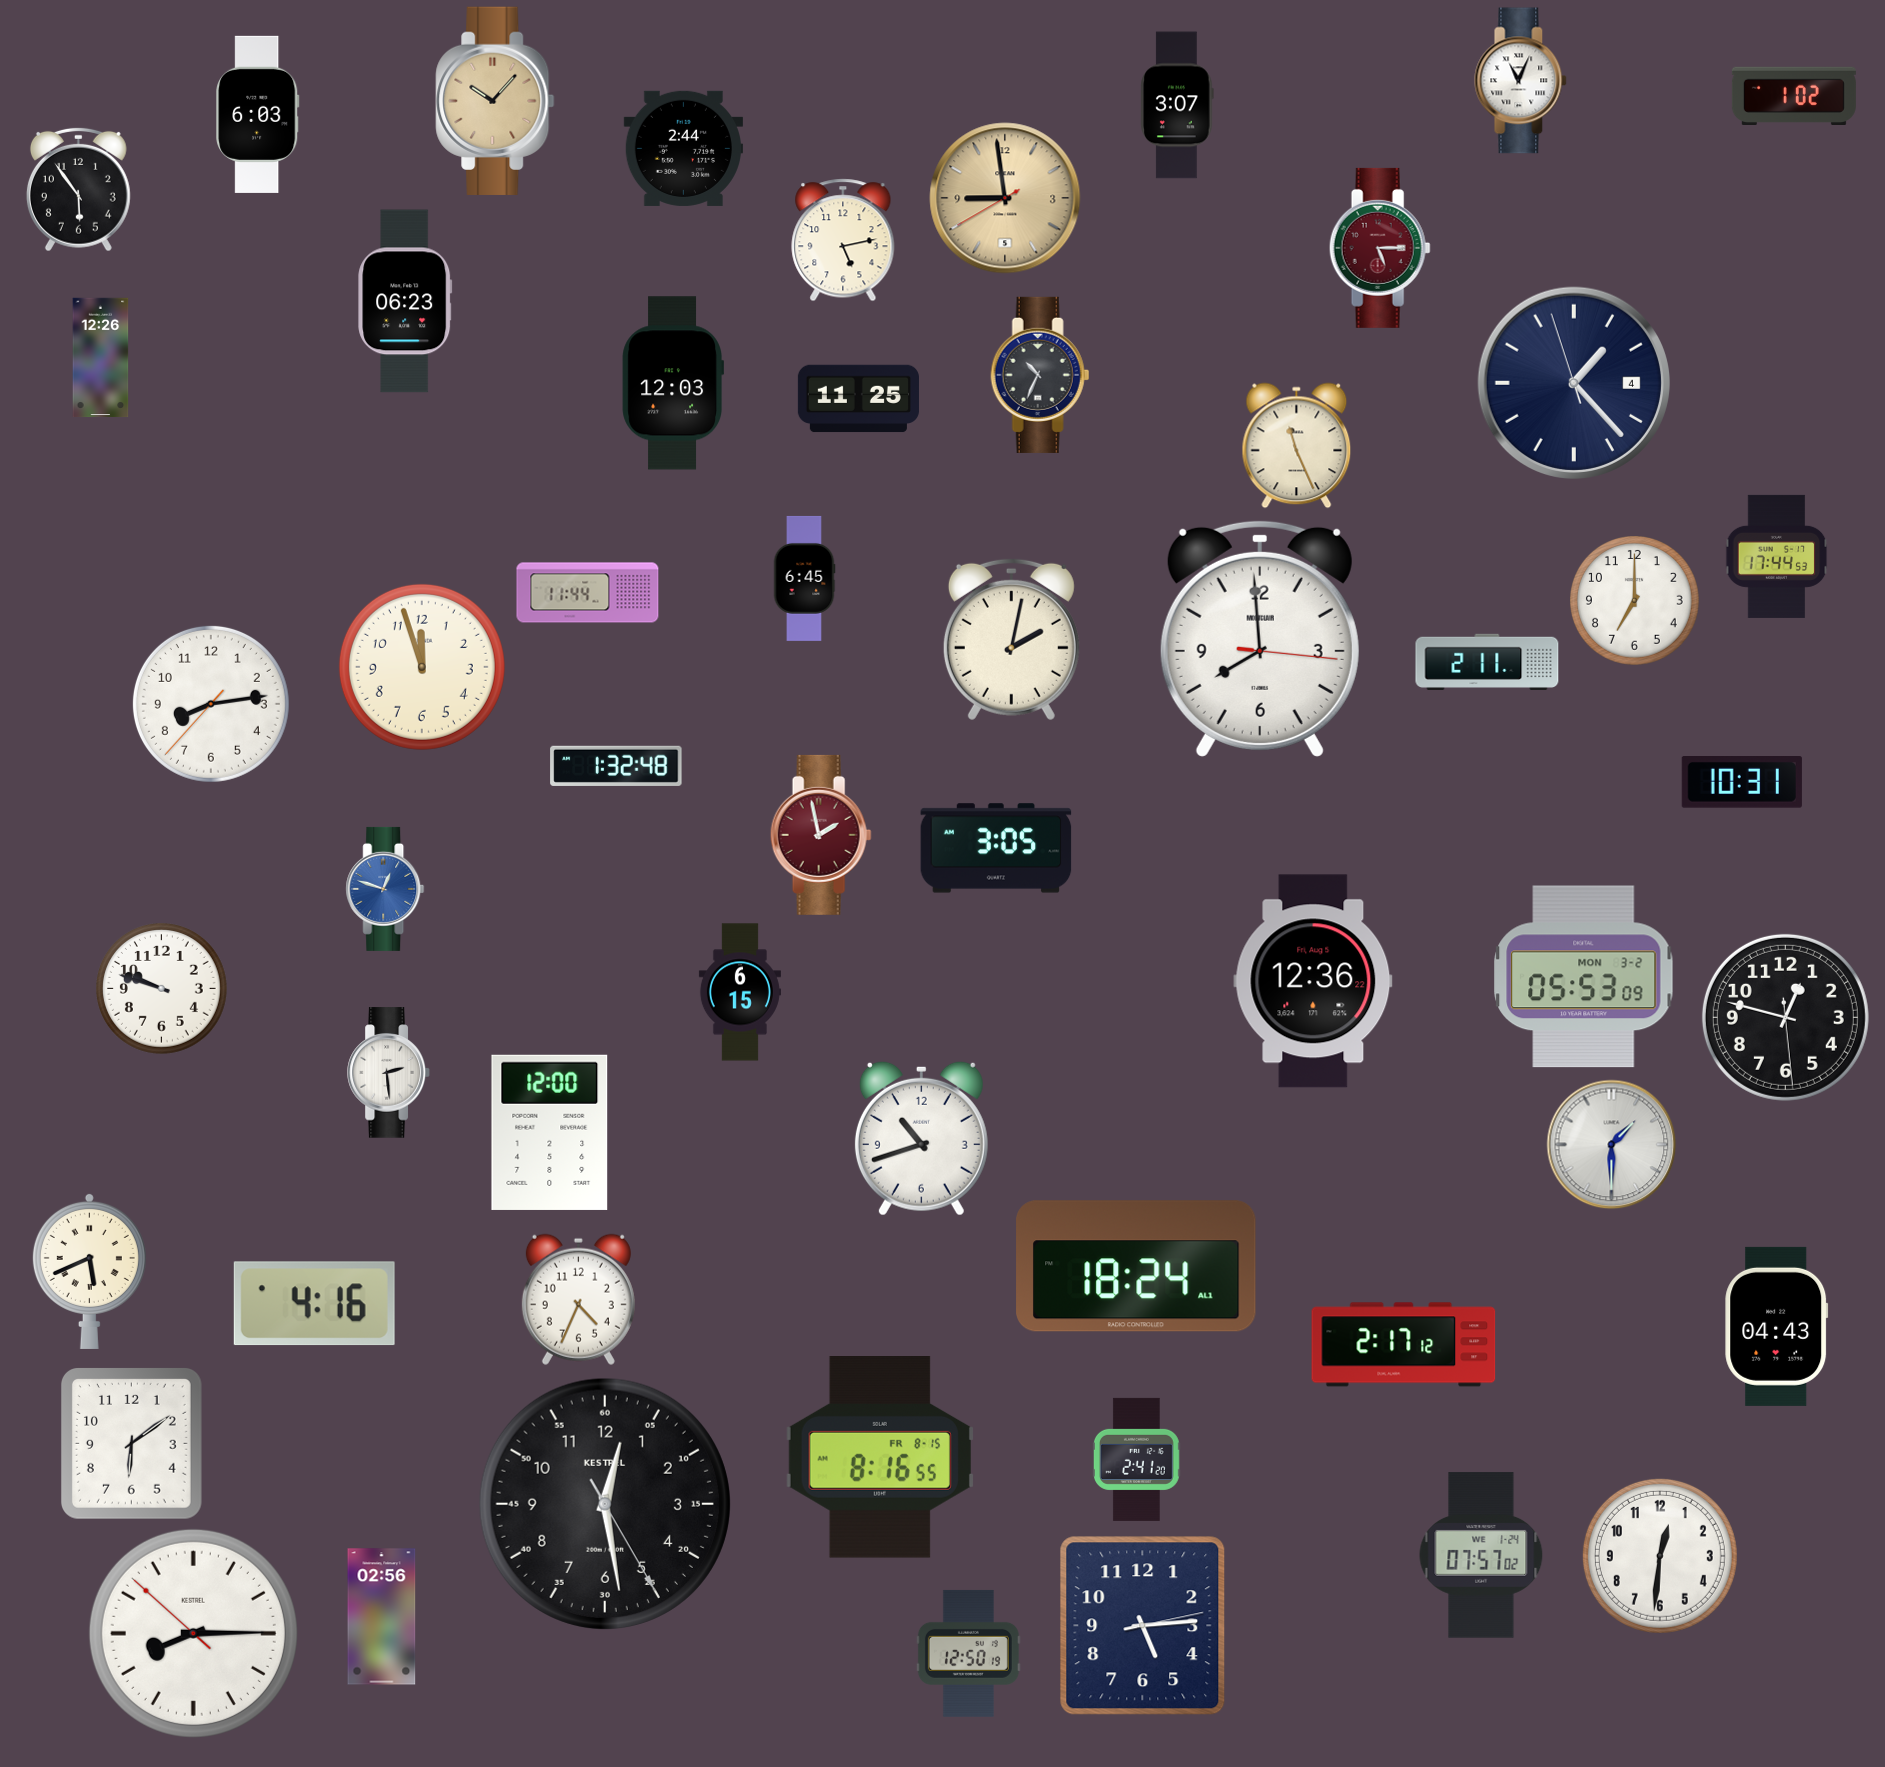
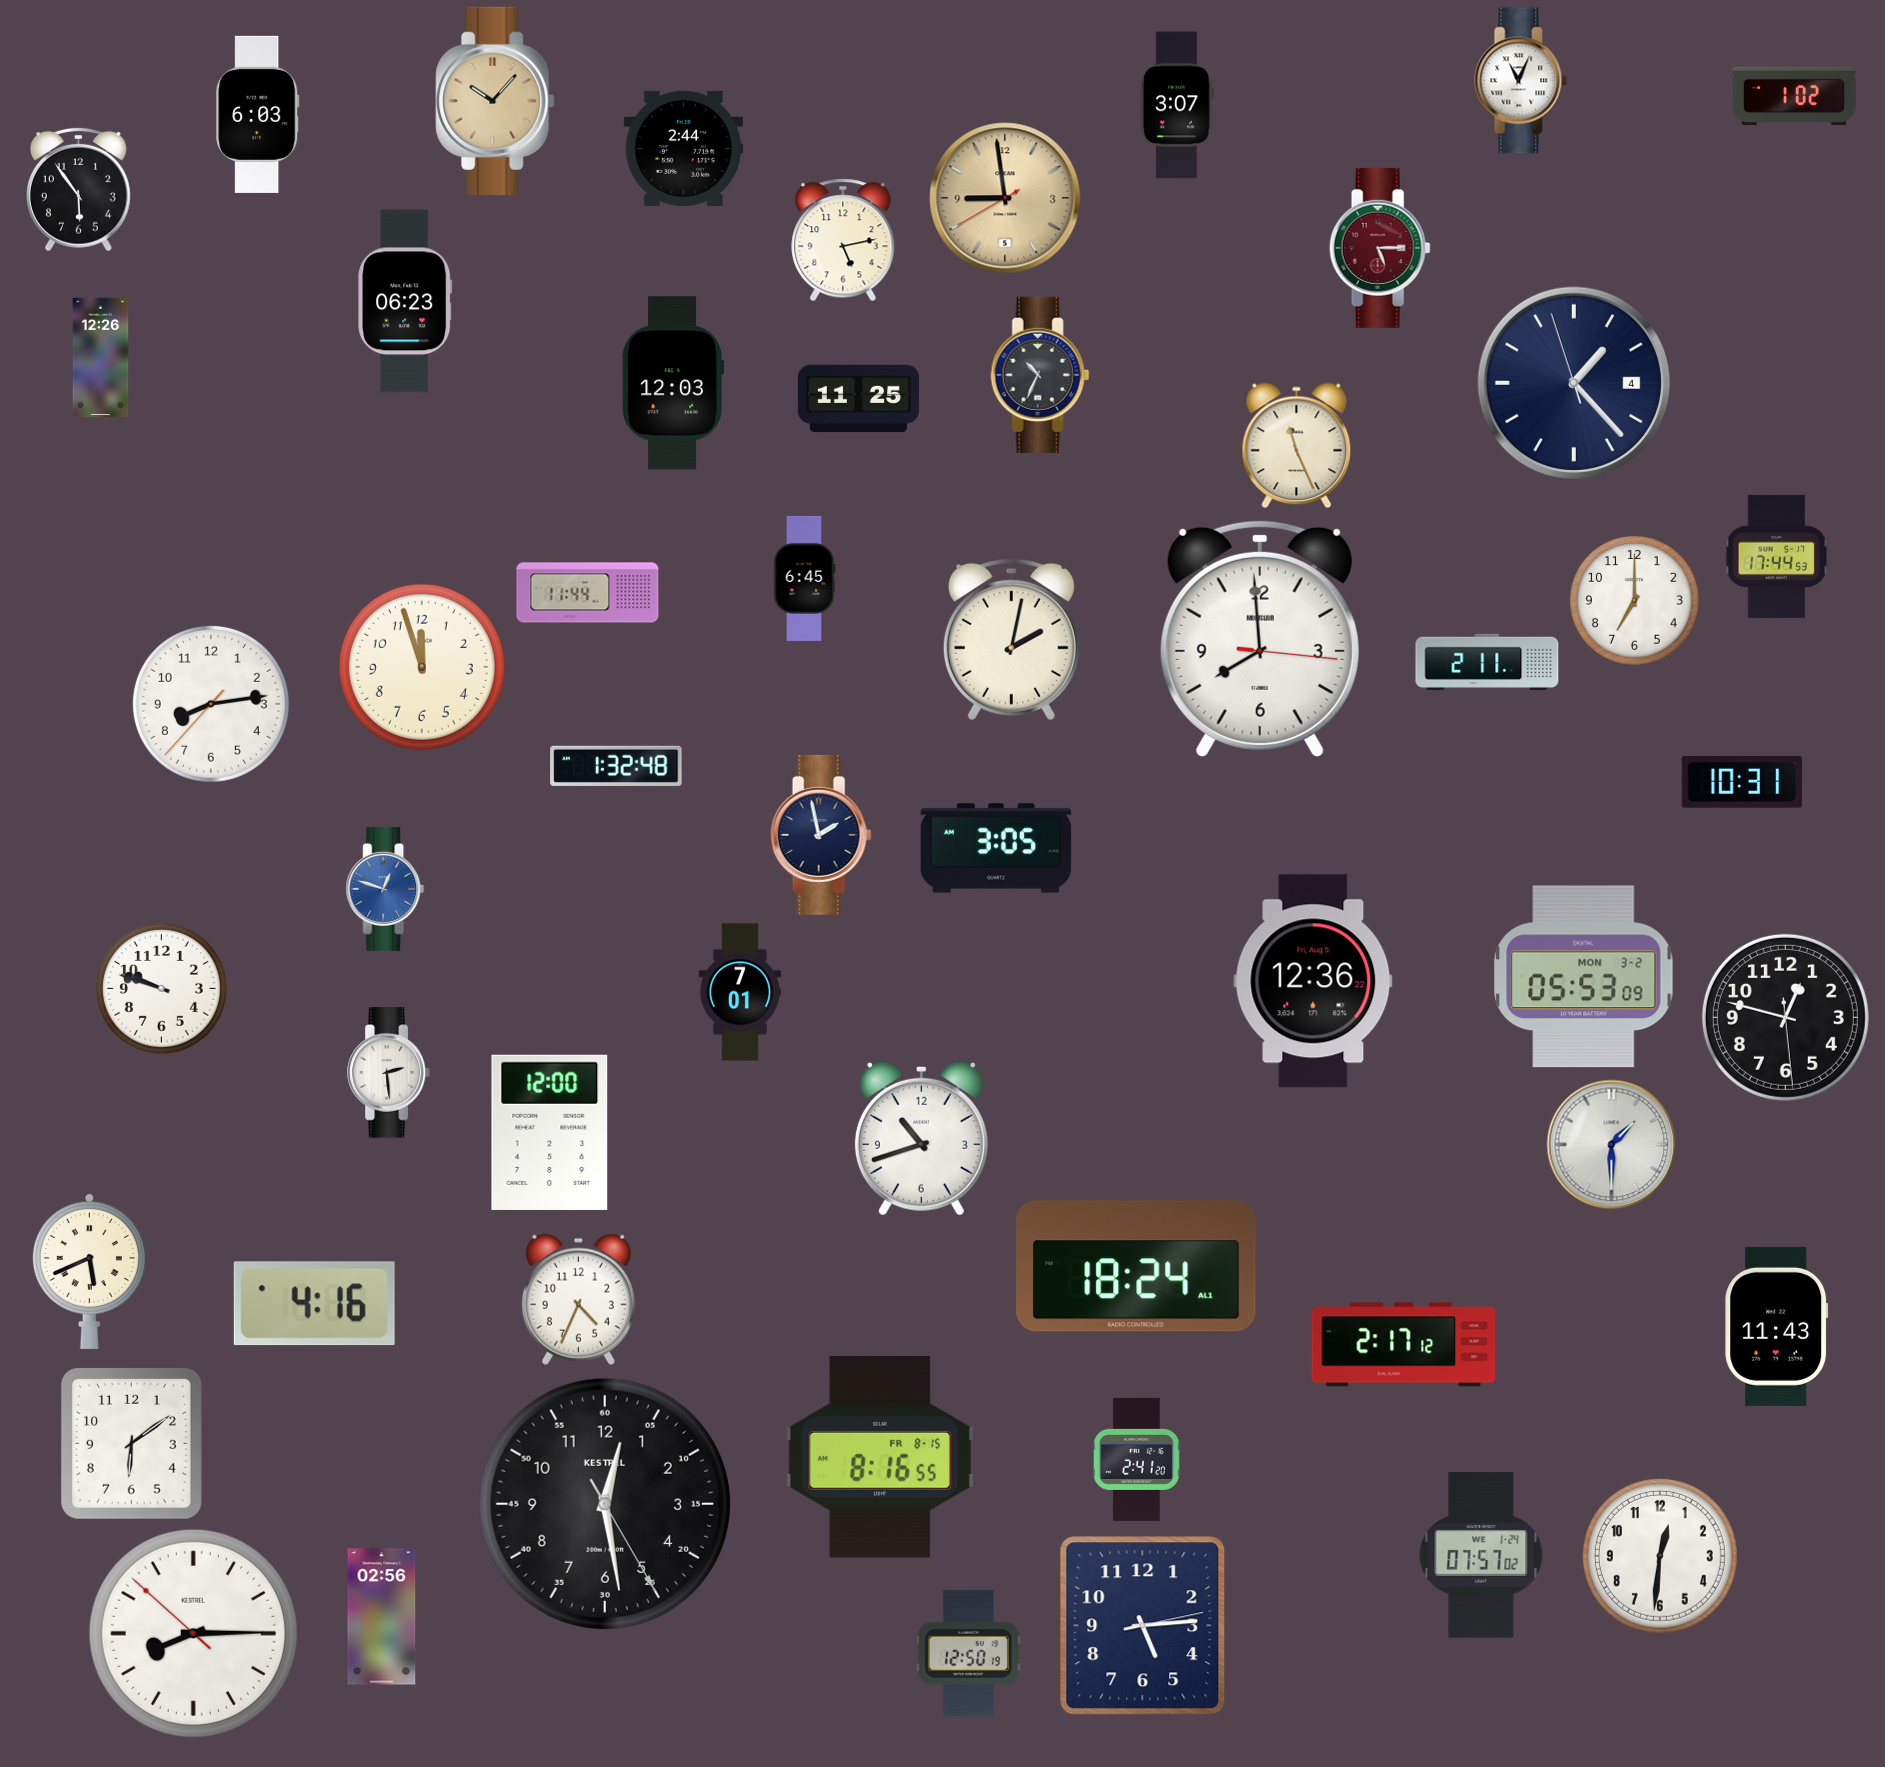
clock at (821, 835) dial: burgundy -> navy
clock at (740, 992): 6:15 -> 7:01
clock at (1777, 1326): 04:43 -> 11:43
